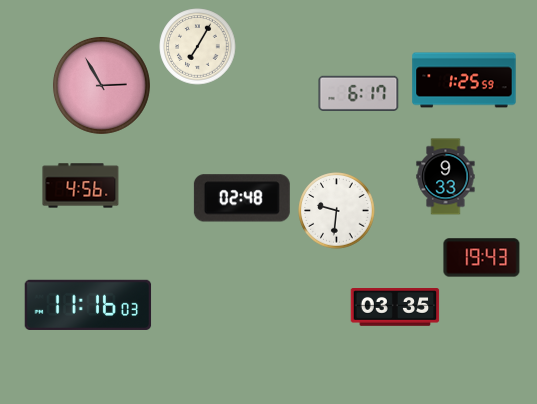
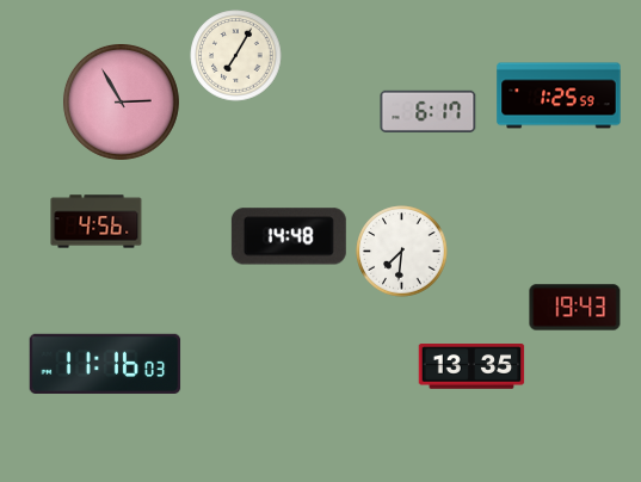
clock at (464, 80) position: (464, 80) -> (559, 95)
clock at (446, 177): 9:33 -> none
clock at (242, 198): 02:48 -> 14:48
clock at (337, 211): 9:31 -> 7:31
clock at (395, 307): 03:35 -> 13:35
